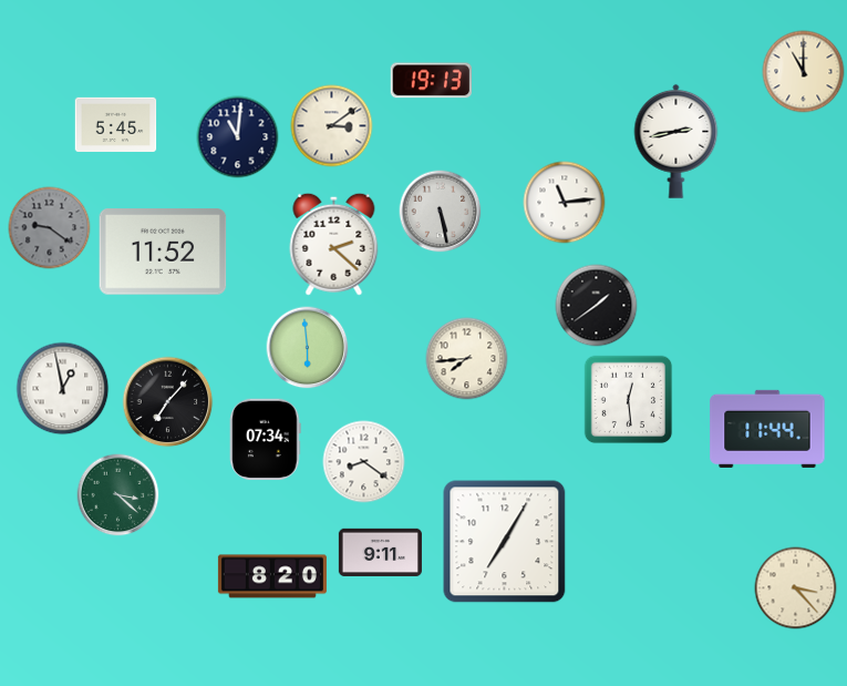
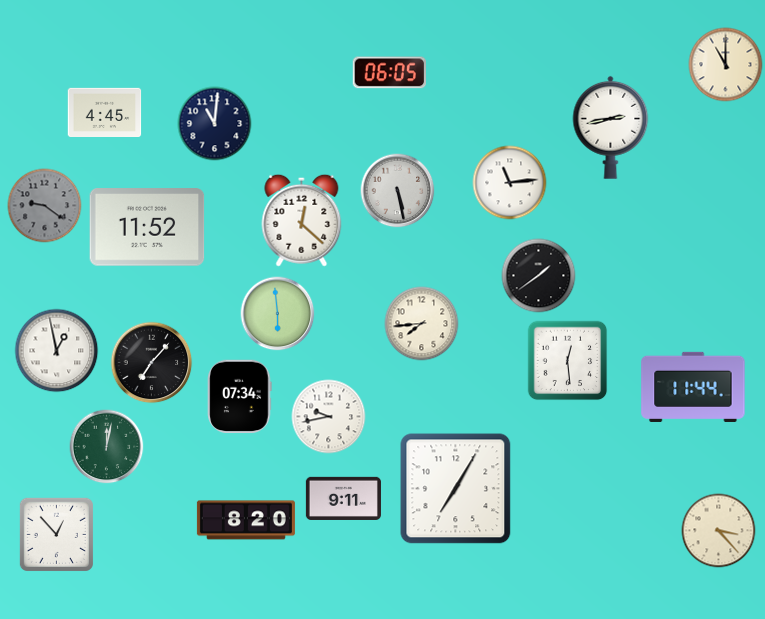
clock at (431, 81): 19:13 -> 06:05
clock at (116, 124): 5:45 -> 4:45
clock at (332, 126): 3:09 -> none
clock at (334, 244): 2:22 -> 12:22
clock at (364, 462): 8:21 -> 9:43
clock at (118, 495): 3:22 -> 12:02
clock at (56, 534): none -> 12:53
